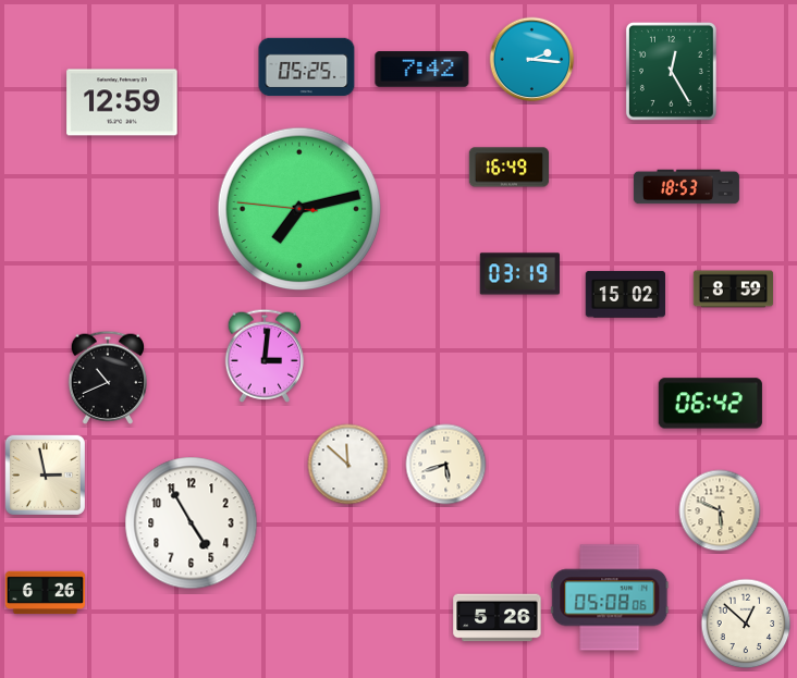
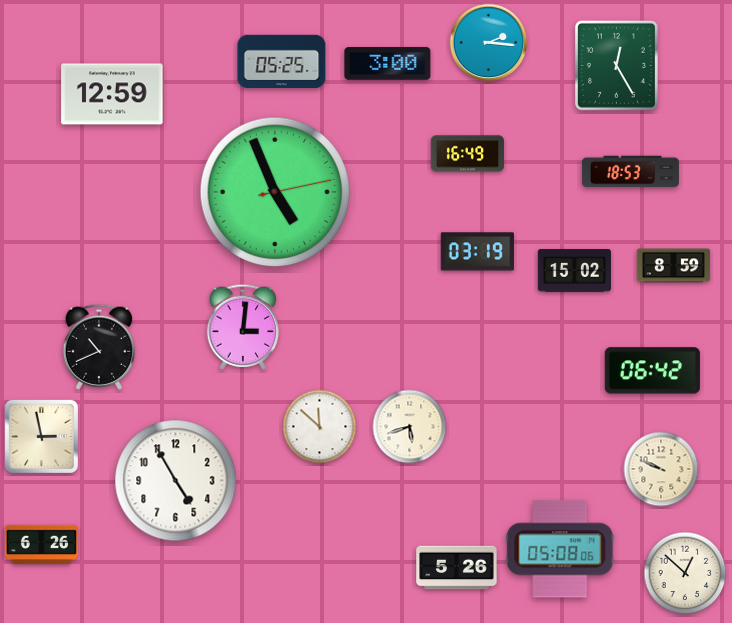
clock at (532, 60) position: (532, 60) -> (489, 43)
clock at (422, 70): 7:42 -> 3:00
clock at (299, 209): 7:12 -> 4:56
clock at (720, 510): 5:49 -> 9:49
